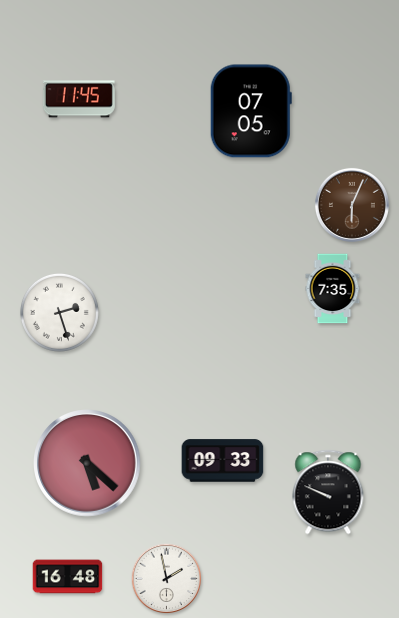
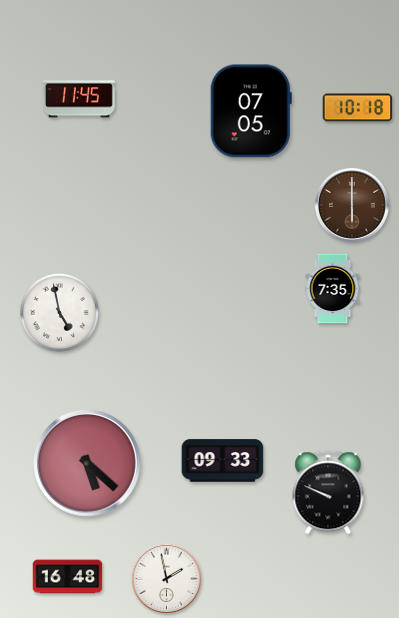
clock at (358, 108): none -> 10:18
clock at (352, 205): 6:04 -> 6:00
clock at (59, 312): 2:27 -> 4:58
